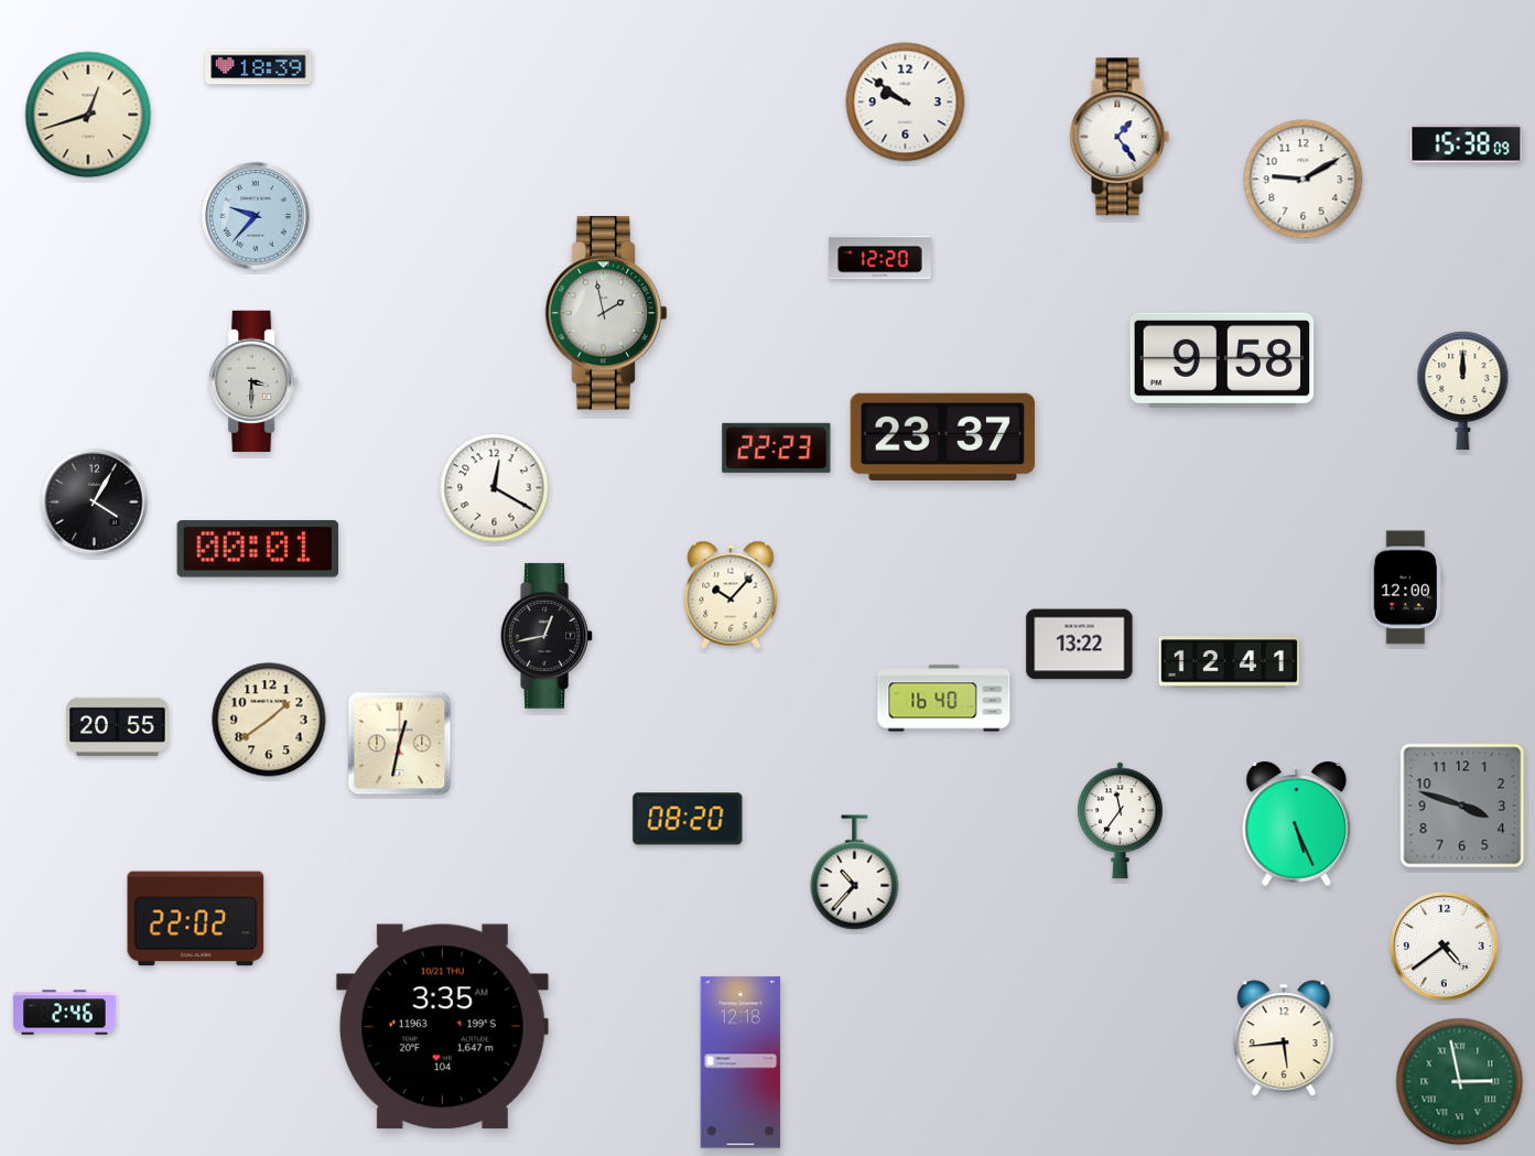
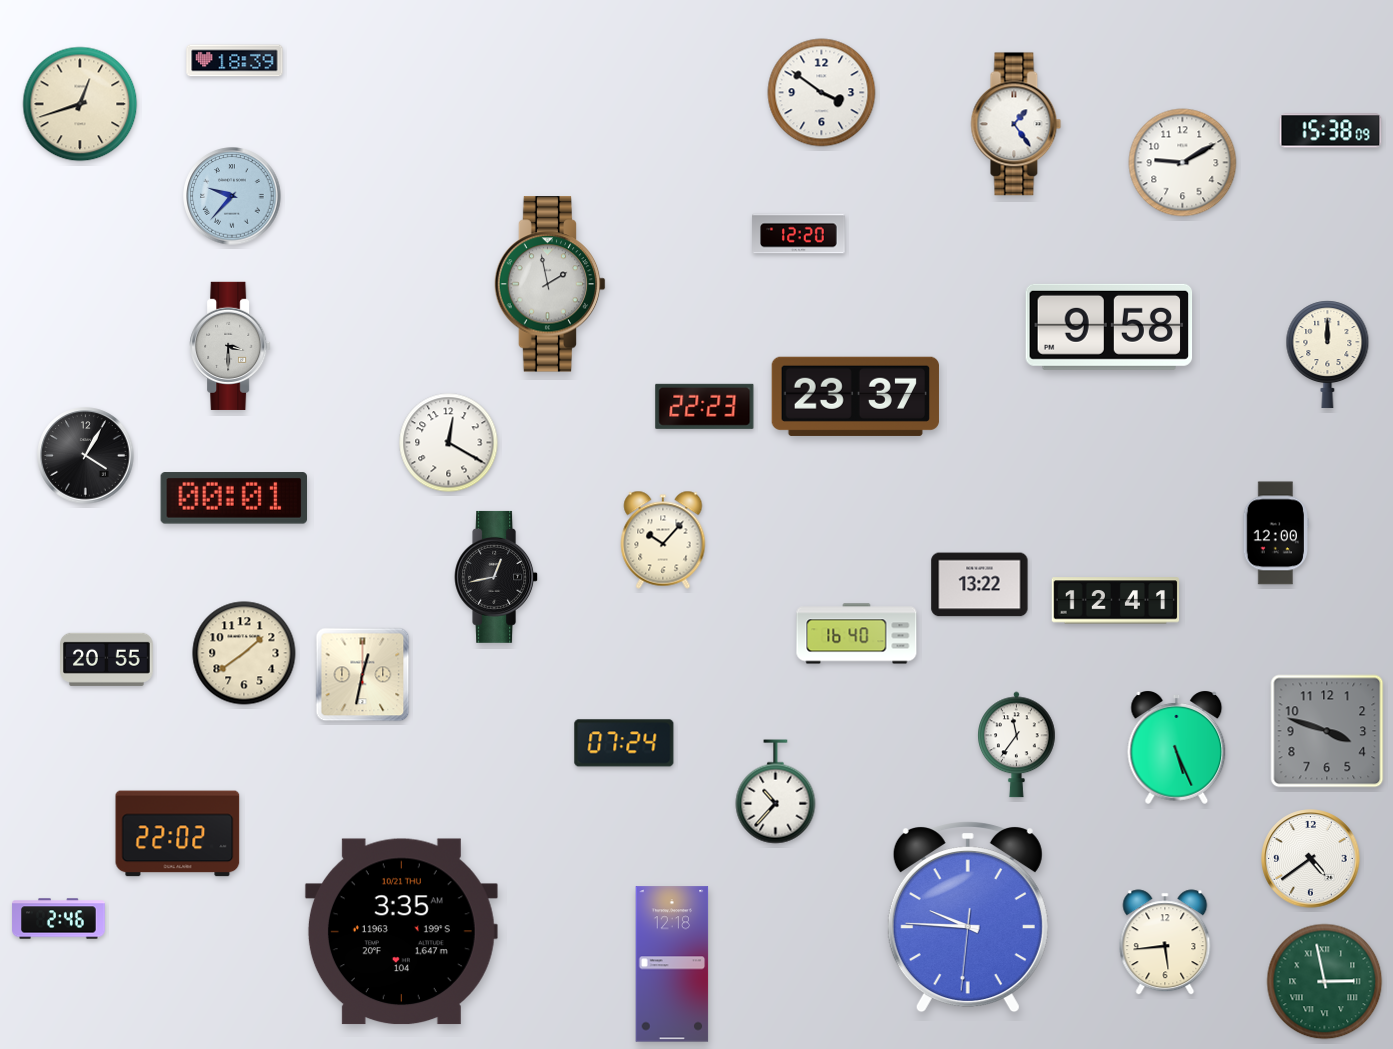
clock at (906, 102): 9:51 -> 3:51
clock at (688, 819): 08:20 -> 07:24
clock at (968, 917): none -> 9:45
